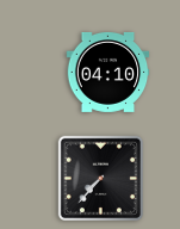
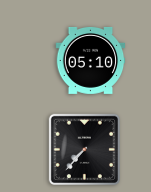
clock at (108, 72): 04:10 -> 05:10
